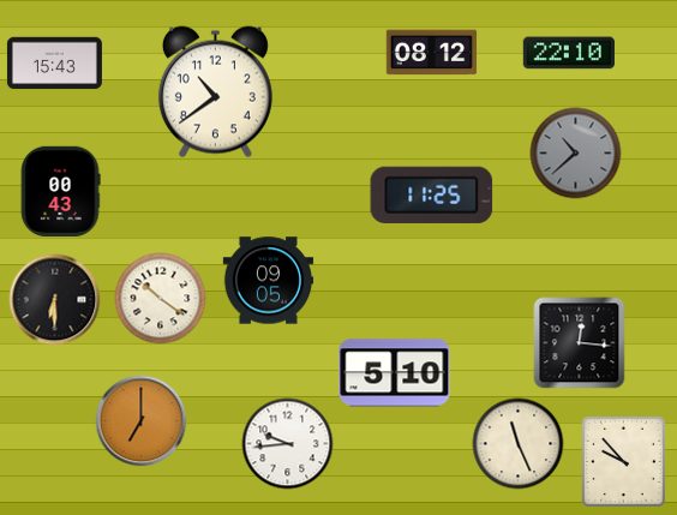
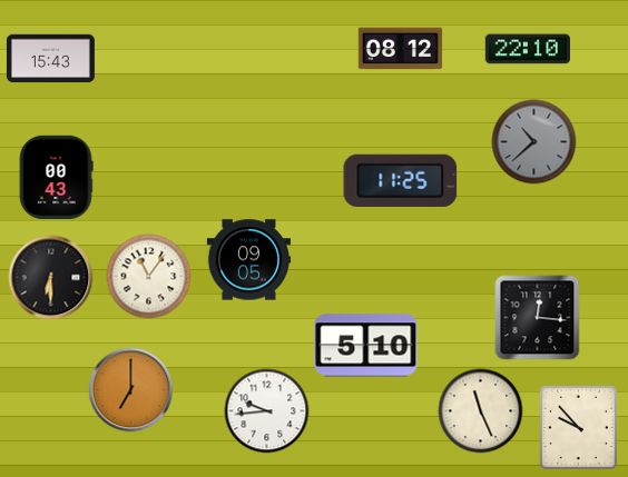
clock at (215, 92): 10:39 -> none
clock at (161, 299): 10:21 -> 11:06
